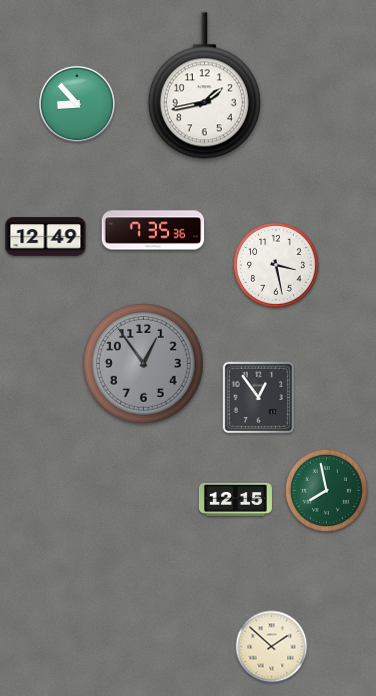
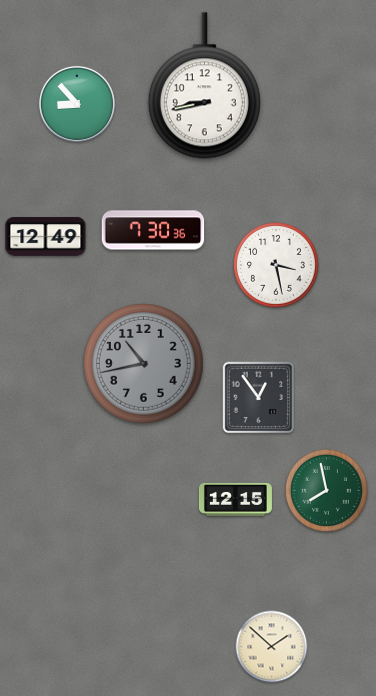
clock at (204, 86): 1:43 -> 8:43
clock at (153, 230): 7:35 -> 7:30
clock at (144, 364): 12:54 -> 10:43
